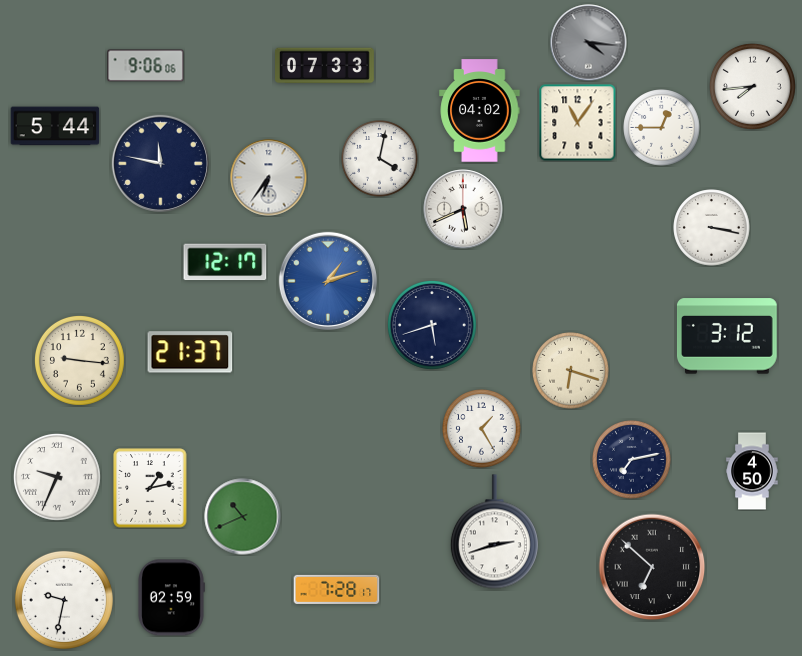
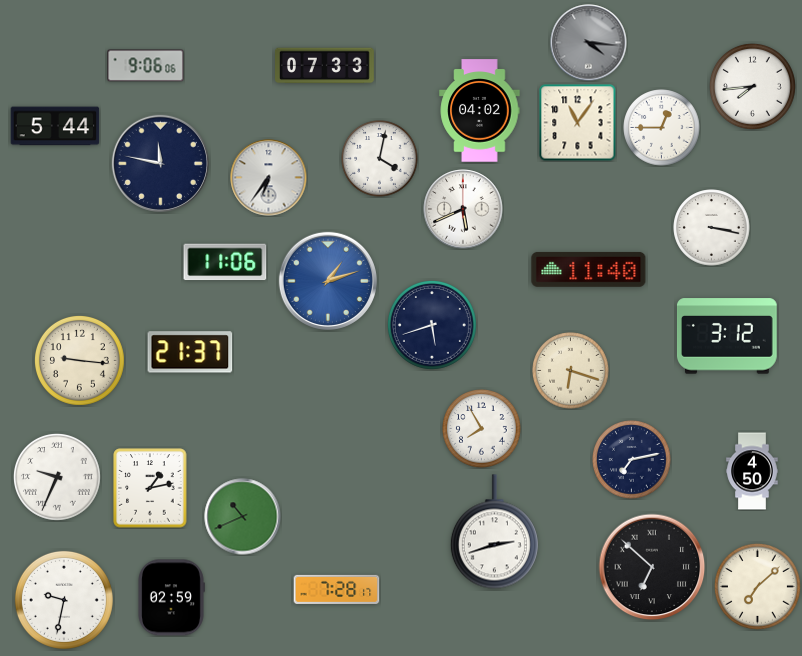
clock at (225, 262): 12:17 -> 11:06
clock at (589, 269): none -> 11:40
clock at (482, 429): 1:25 -> 7:55
clock at (757, 586): none -> 7:08
